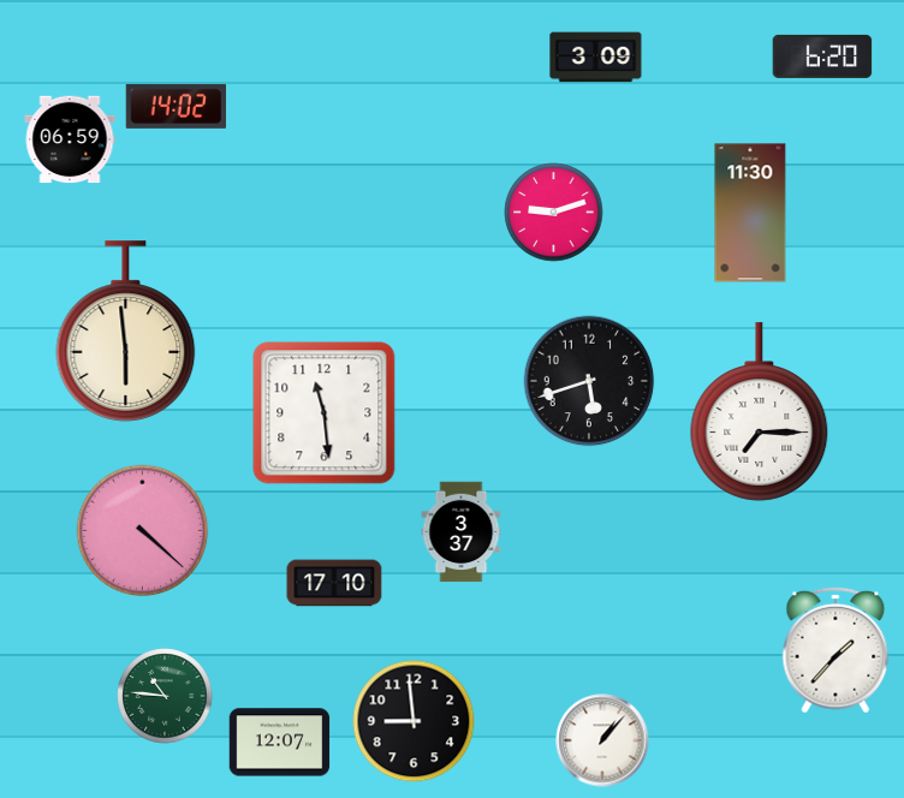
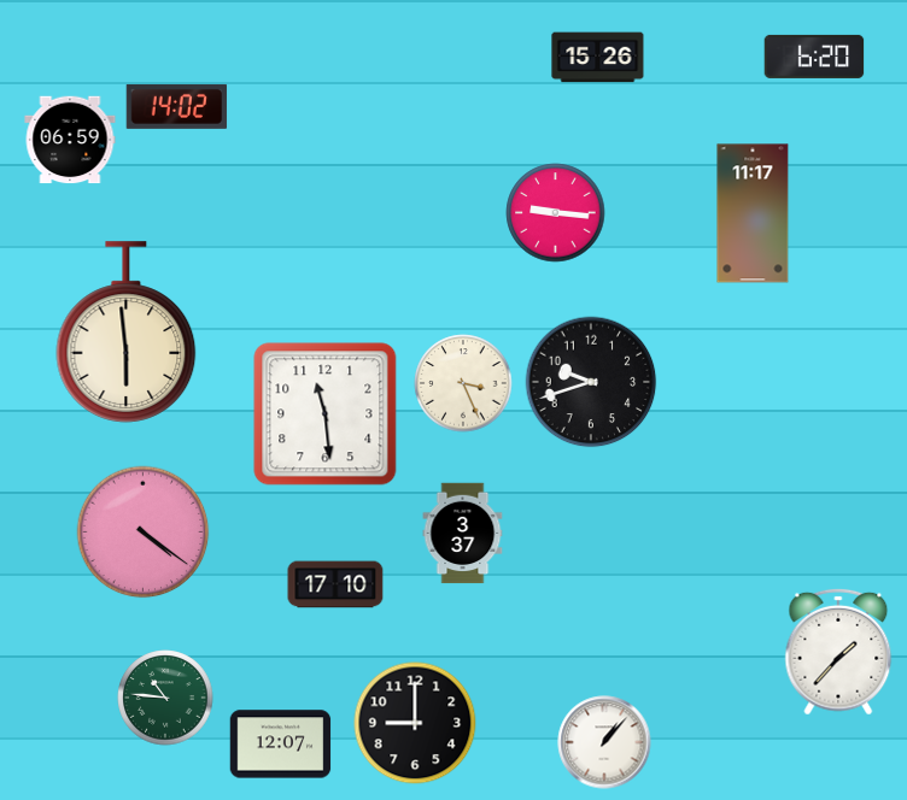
clock at (822, 56) position: (822, 56) -> (814, 57)
clock at (596, 58): 3:09 -> 15:26
clock at (554, 213): 9:12 -> 9:16
clock at (750, 213): 11:30 -> 11:17
clock at (589, 381): 5:42 -> 9:42
clock at (463, 383): none -> 3:26
clock at (760, 412): 7:15 -> none
clock at (143, 531): 4:22 -> 4:21
clock at (414, 721): 8:59 -> 9:00
